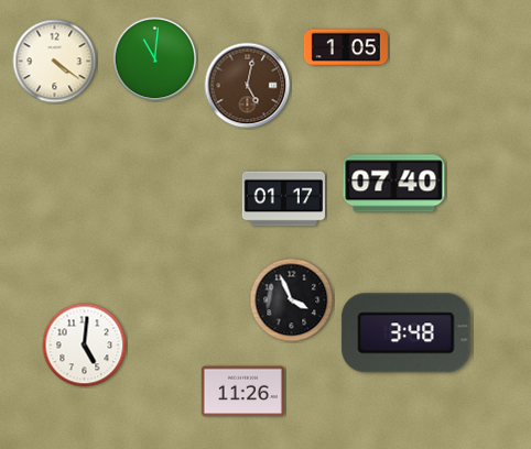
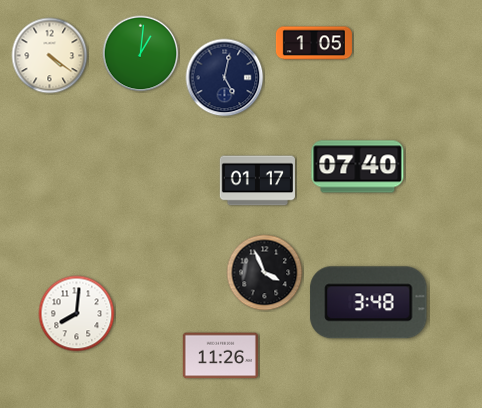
clock at (155, 59): 11:01 -> 1:01
clock at (248, 86) dial: brown -> navy
clock at (85, 346): 5:01 -> 8:01
